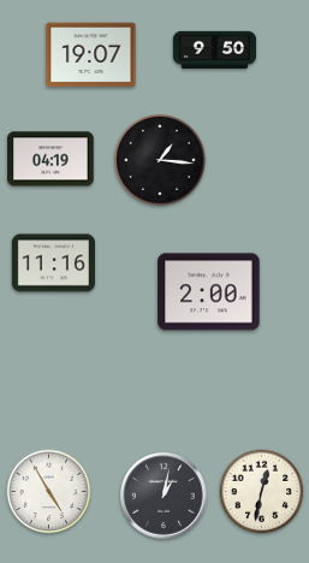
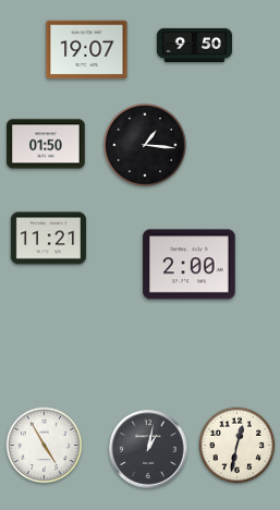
clock at (91, 55) position: (91, 55) -> (87, 50)
clock at (50, 159): 04:19 -> 01:50
clock at (53, 263): 11:16 -> 11:21
